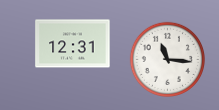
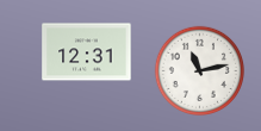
clock at (167, 59): 11:16 -> 11:13
